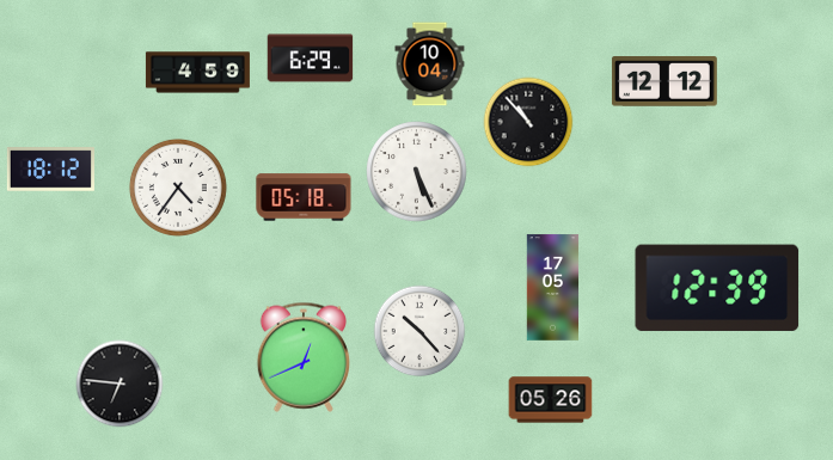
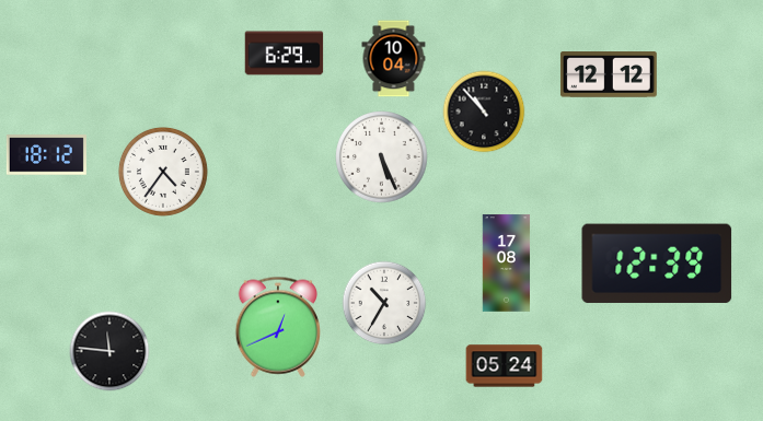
clock at (197, 73): 4:59 -> none
clock at (304, 197): 05:18 -> none
clock at (553, 288): 17:05 -> 17:08
clock at (419, 331): 10:23 -> 10:35
clock at (120, 384): 6:46 -> 11:46
clock at (551, 400): 05:26 -> 05:24
